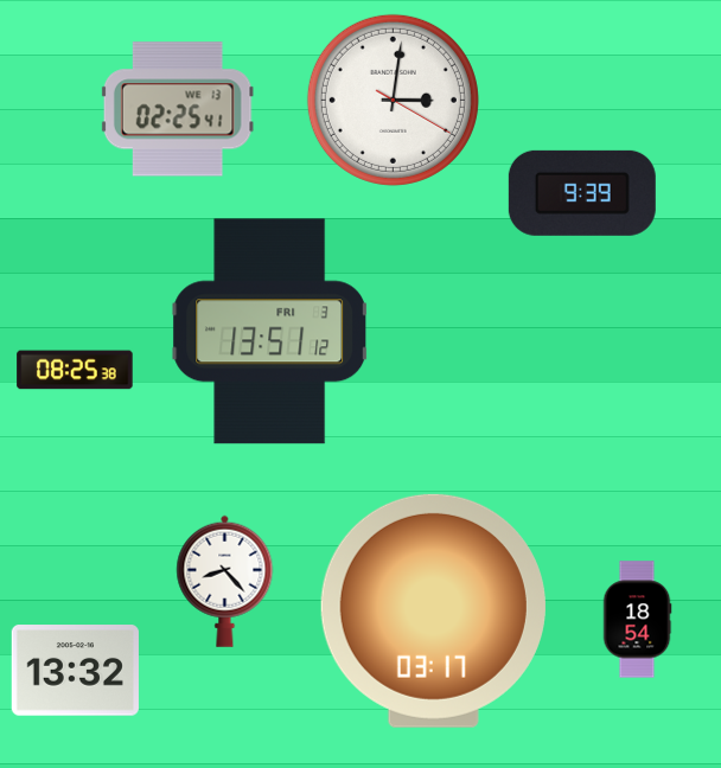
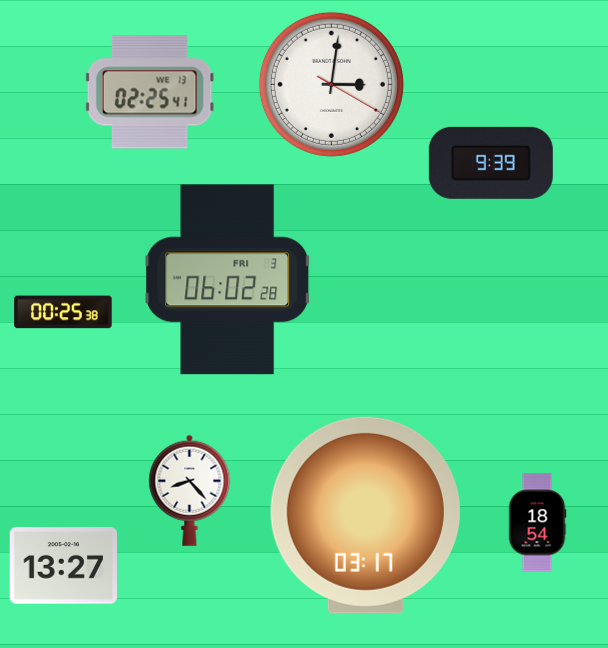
clock at (270, 332): 13:51 -> 06:02
clock at (75, 370): 08:25 -> 00:25
clock at (75, 671): 13:32 -> 13:27
